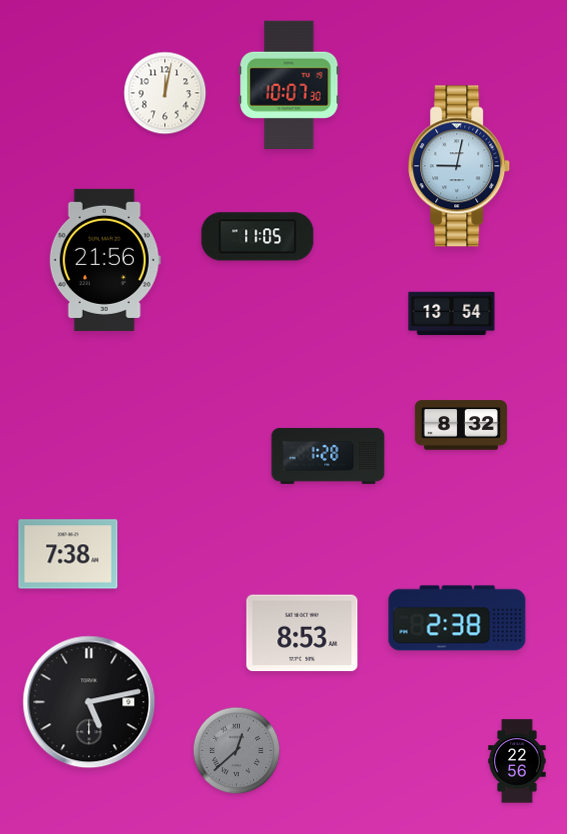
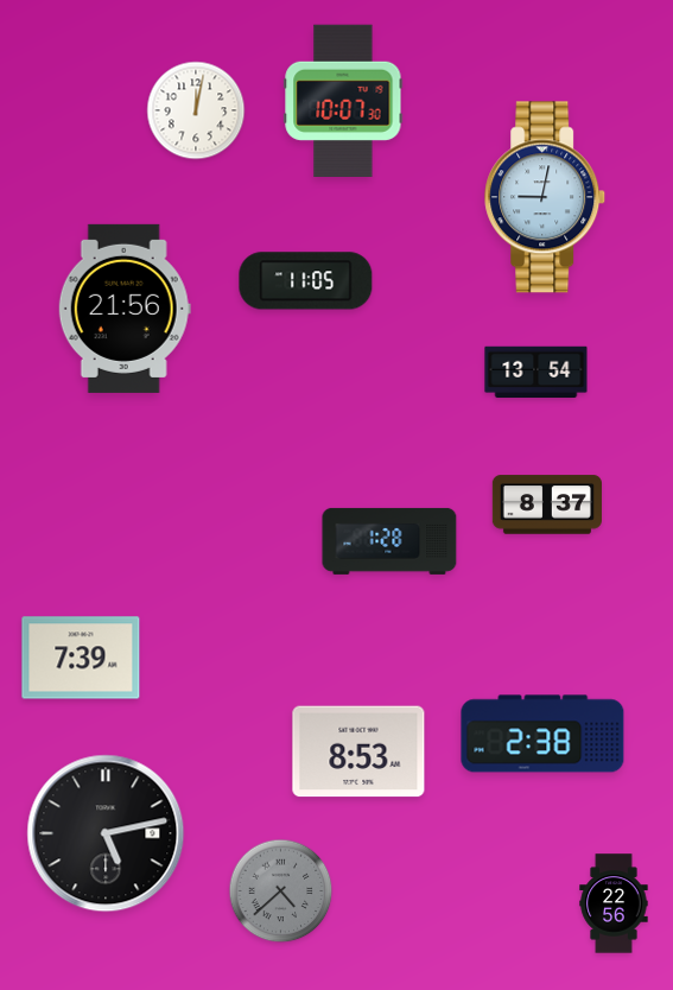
clock at (461, 425): 8:32 -> 8:37
clock at (68, 554): 7:38 -> 7:39
clock at (237, 751): 12:38 -> 4:38
